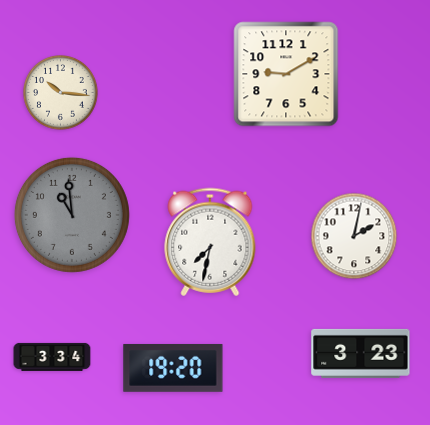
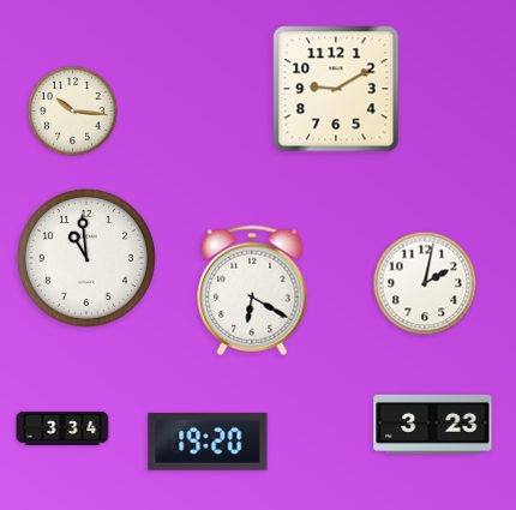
clock at (286, 74) position: (286, 74) -> (336, 89)
clock at (72, 215) dial: grey -> white
clock at (210, 242): 7:32 -> 6:20
